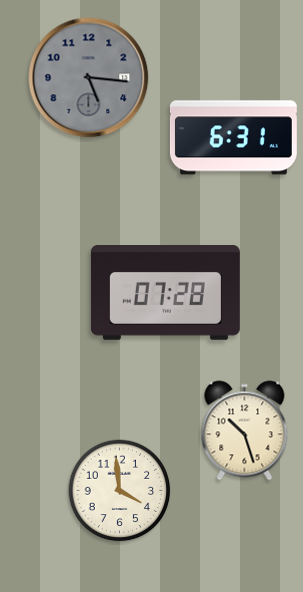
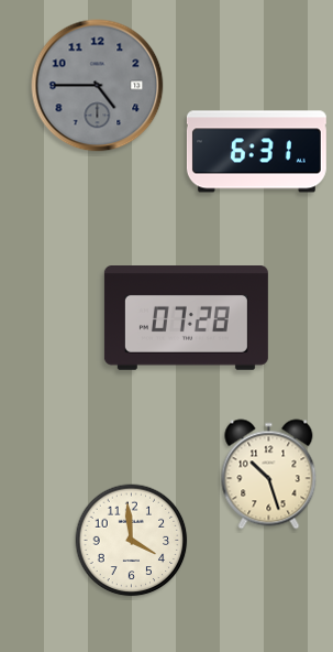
clock at (89, 78): 5:16 -> 4:45
clock at (165, 293) position: (165, 293) -> (186, 318)
